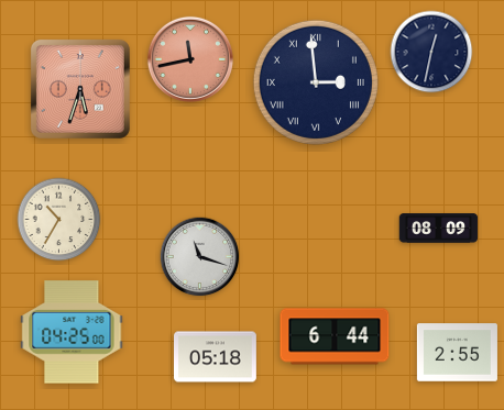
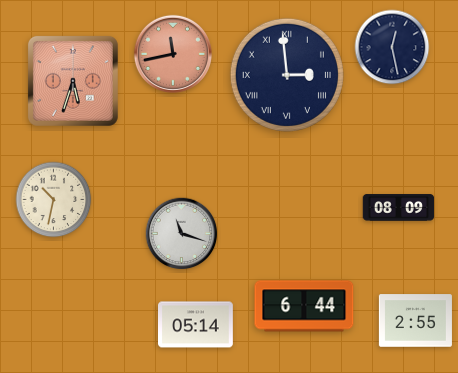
clock at (431, 52): 12:32 -> 12:28
clock at (59, 220): 10:35 -> 10:32
clock at (72, 332): 04:25 -> none
clock at (216, 357): 05:18 -> 05:14
